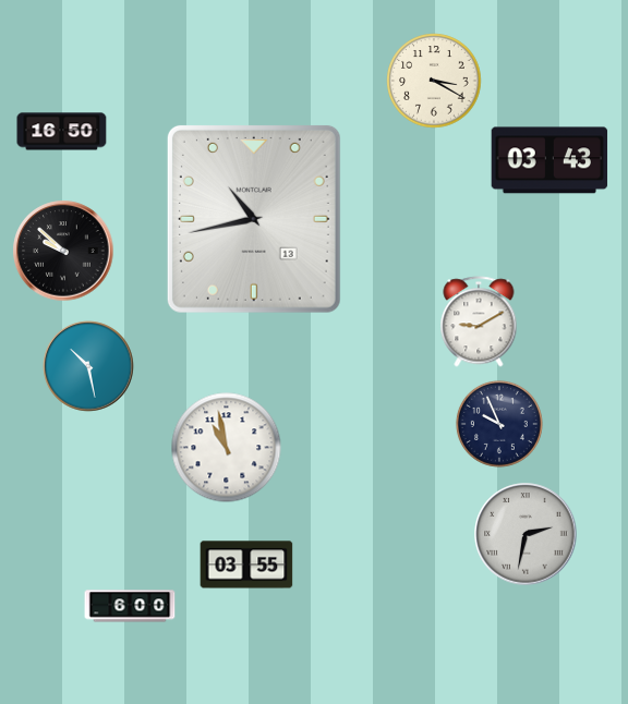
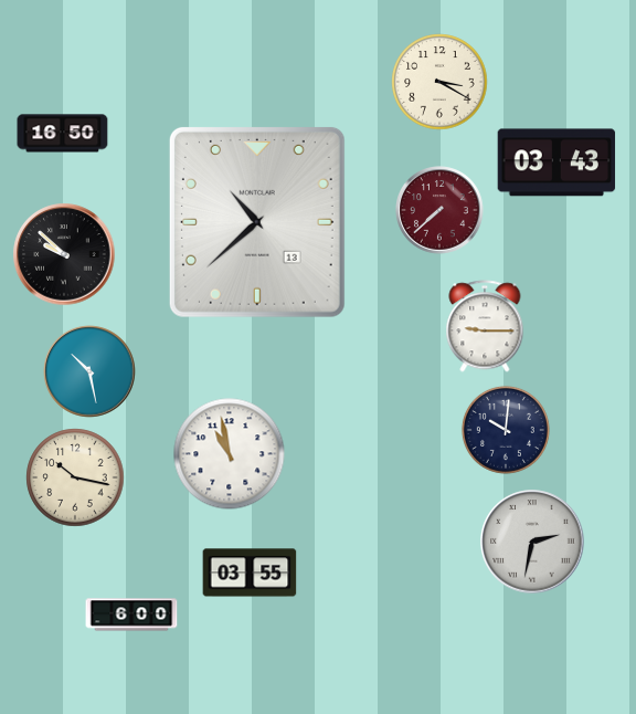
clock at (439, 210): none -> 7:38
clock at (254, 219): 10:43 -> 10:38
clock at (479, 321): 9:10 -> 9:15
clock at (499, 424): 9:56 -> 10:01
clock at (75, 477): none -> 10:17
